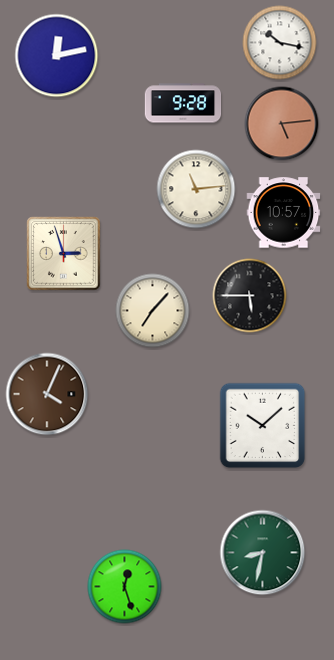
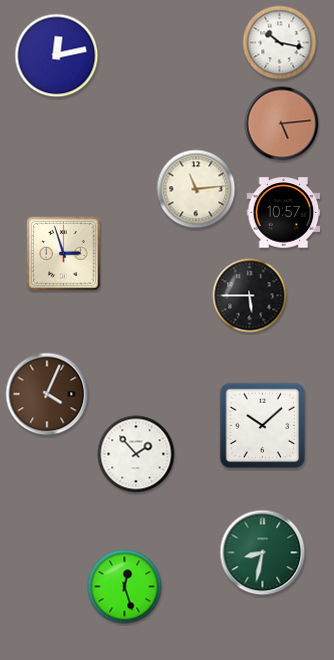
clock at (183, 103): 9:28 -> none
clock at (153, 311): 7:07 -> none
clock at (136, 454): none -> 1:53
